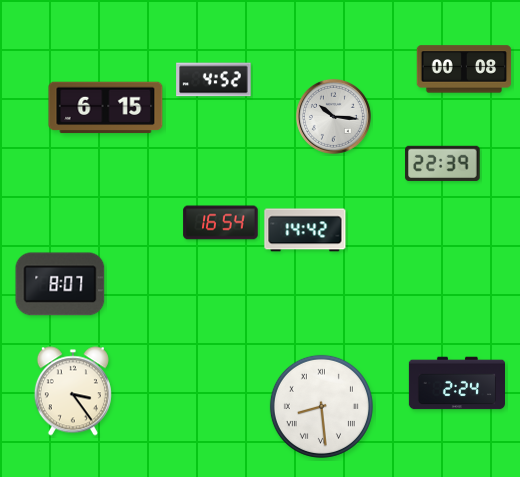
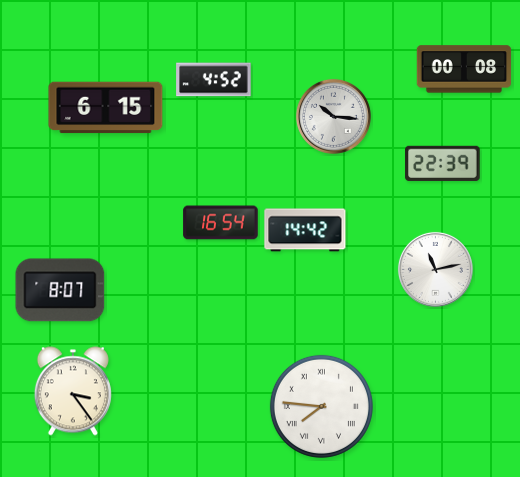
clock at (435, 269): none -> 11:13
clock at (60, 284) position: (60, 284) -> (60, 290)
clock at (456, 383): 2:24 -> none
clock at (321, 406): 8:29 -> 7:46
